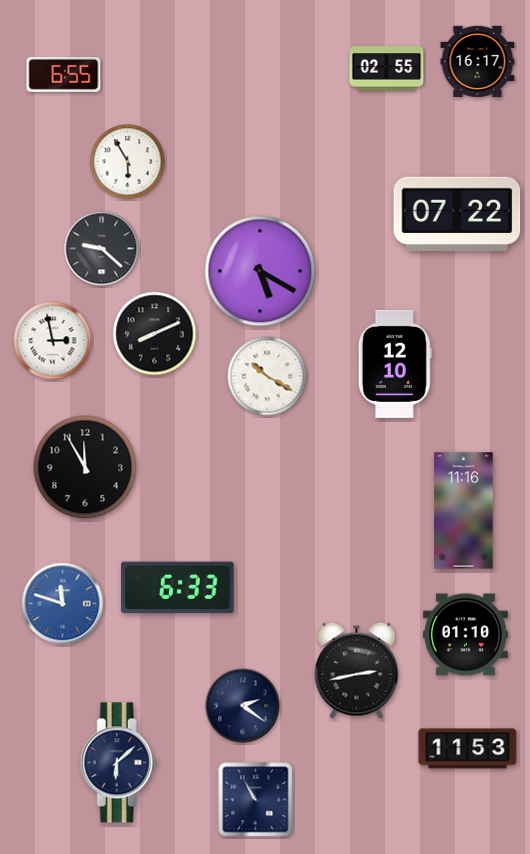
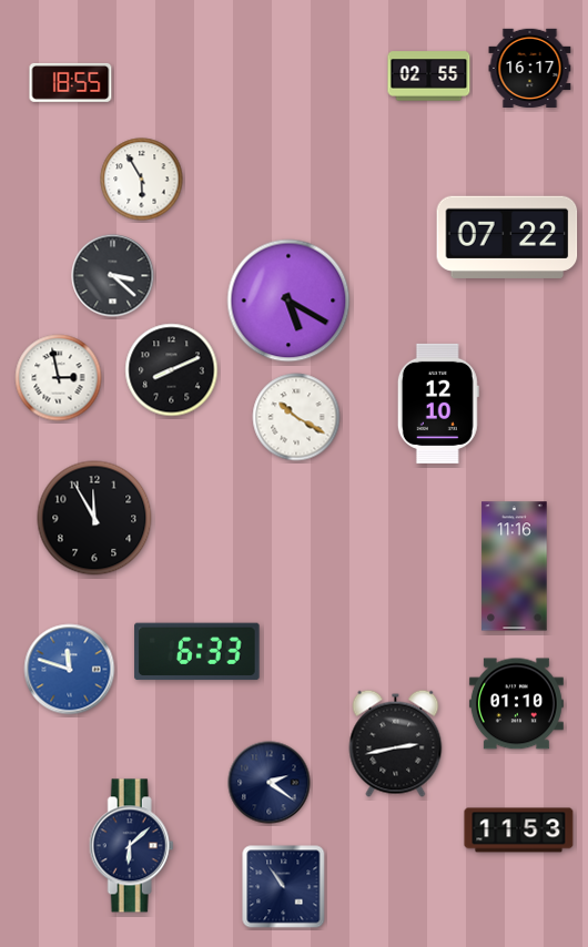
clock at (64, 74): 6:55 -> 18:55
clock at (102, 249): 9:22 -> 3:22
clock at (256, 800): 10:55 -> 10:54
